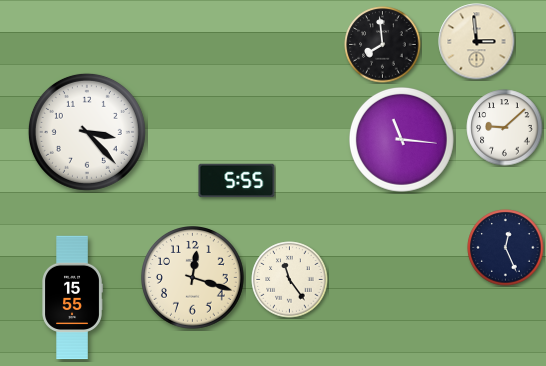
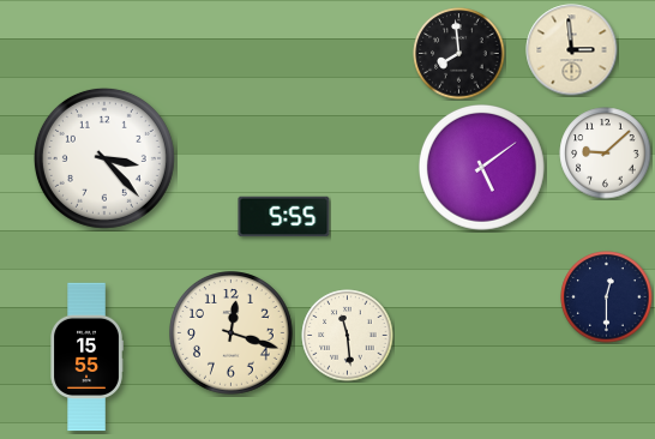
clock at (402, 140): 11:16 -> 5:09
clock at (506, 248): 12:26 -> 12:30
clock at (290, 280): 11:24 -> 11:29
